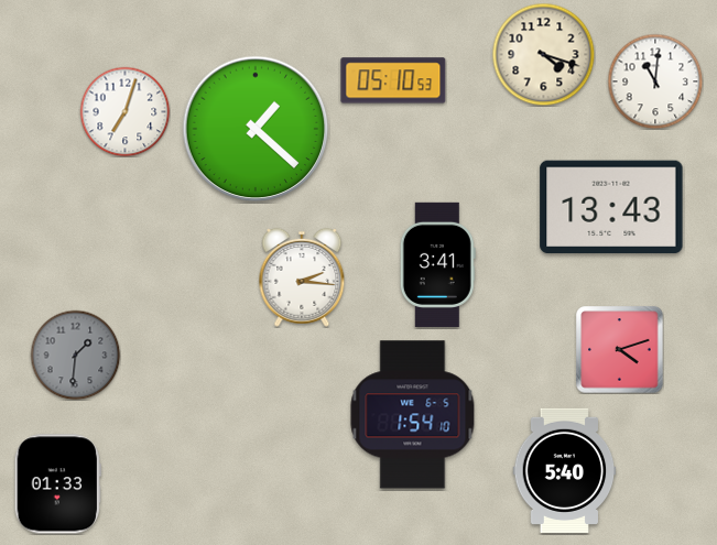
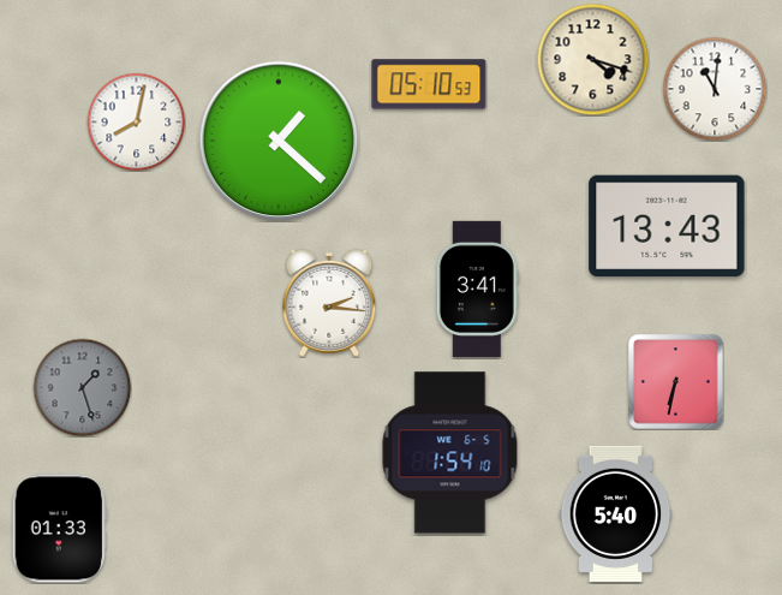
clock at (393, 80) position: (393, 80) -> (429, 84)
clock at (124, 111): 7:03 -> 8:02
clock at (620, 350): 4:12 -> 6:32
clock at (75, 355): 1:31 -> 1:27
clock at (57, 484) position: (57, 484) -> (59, 529)
